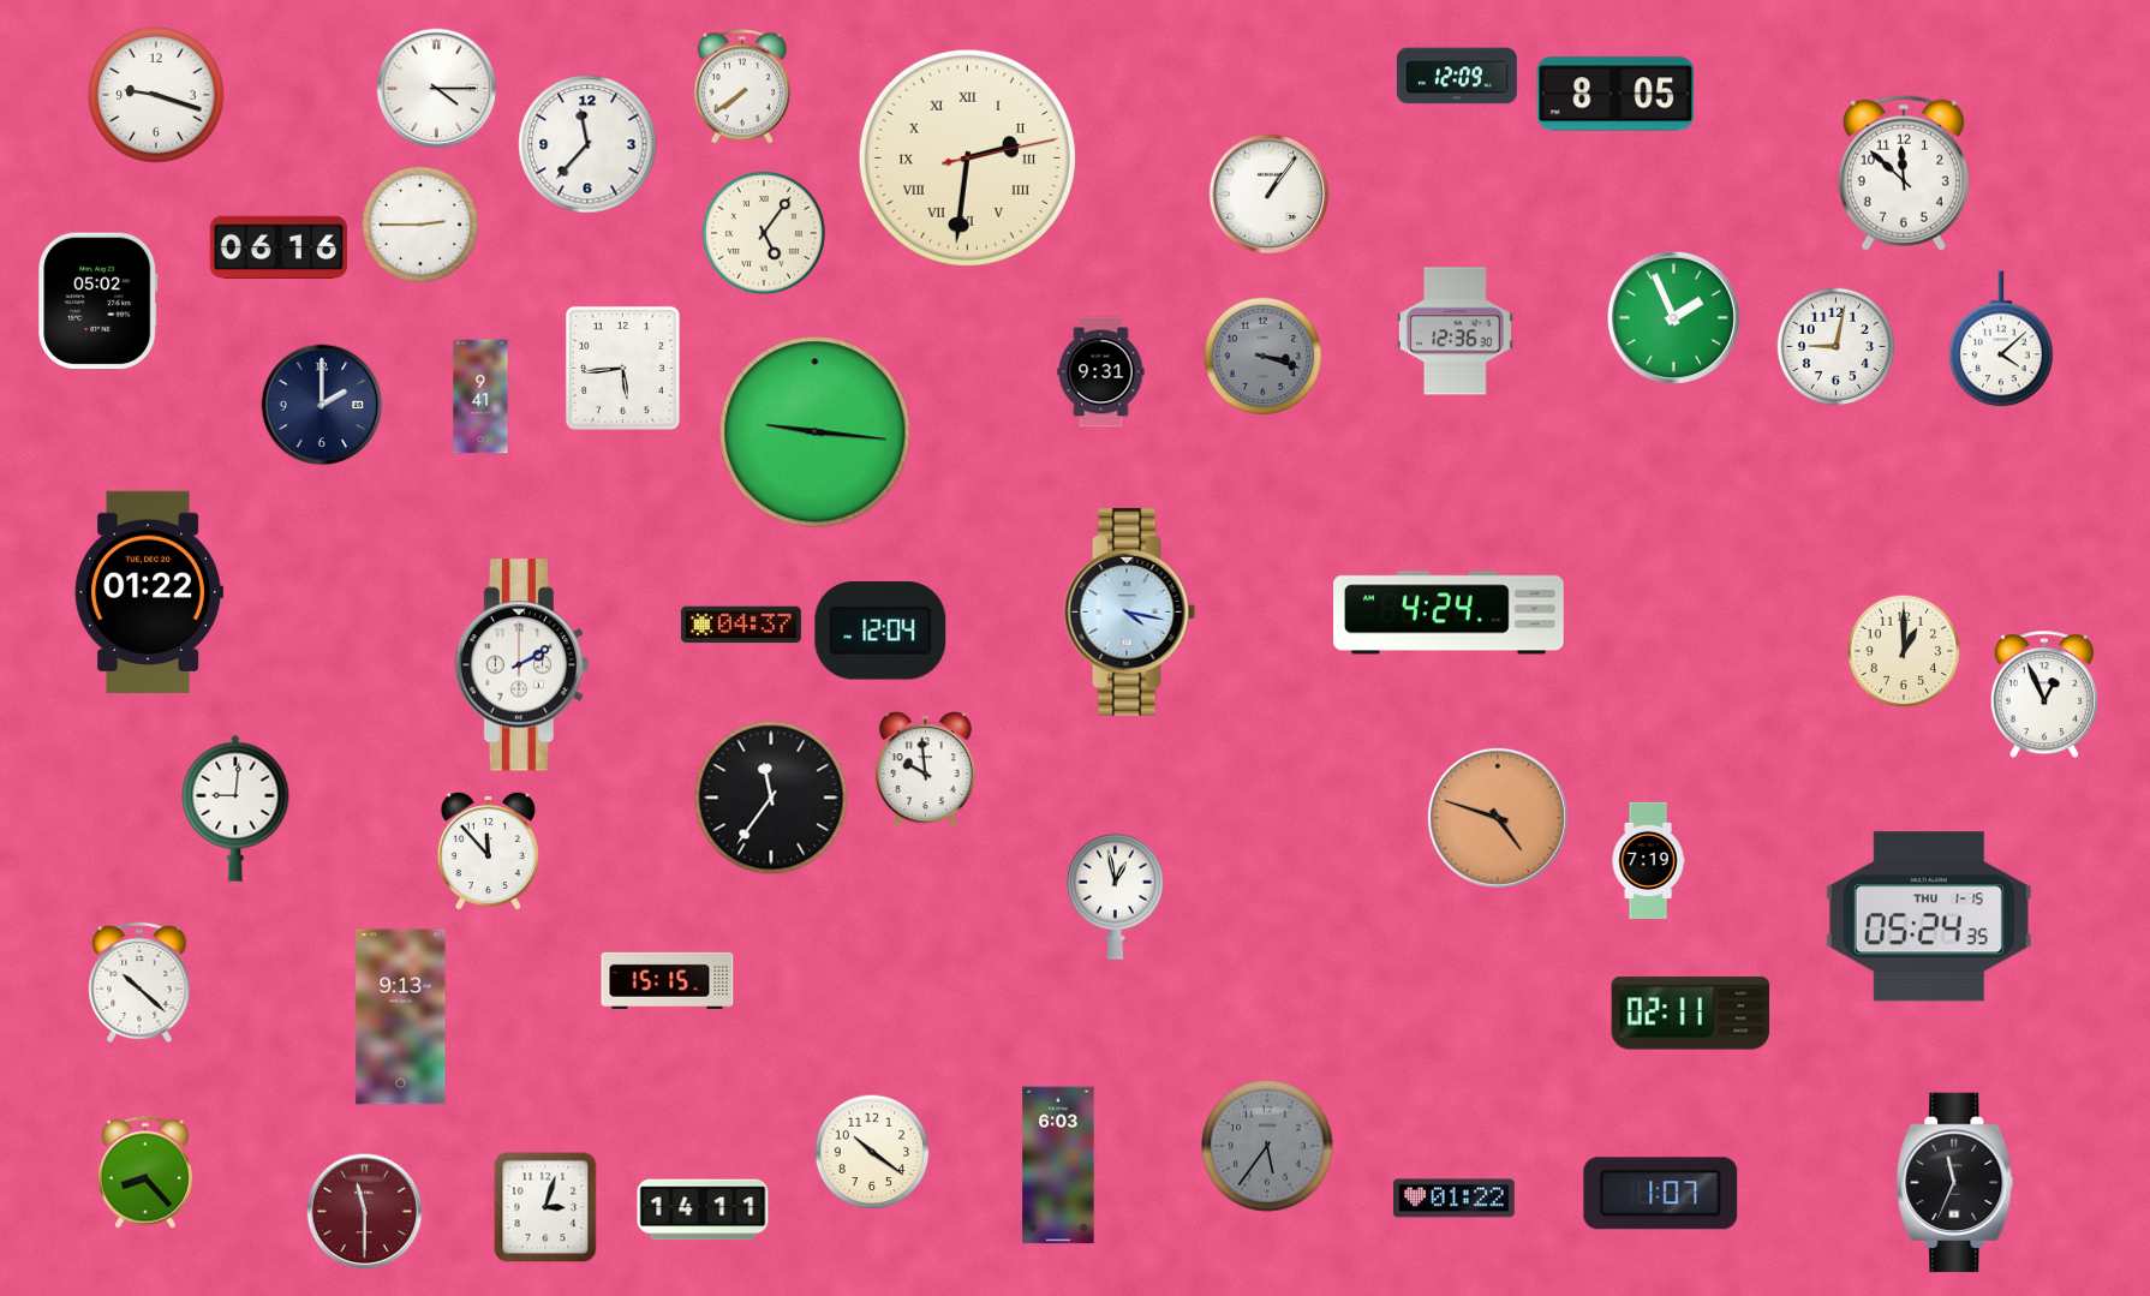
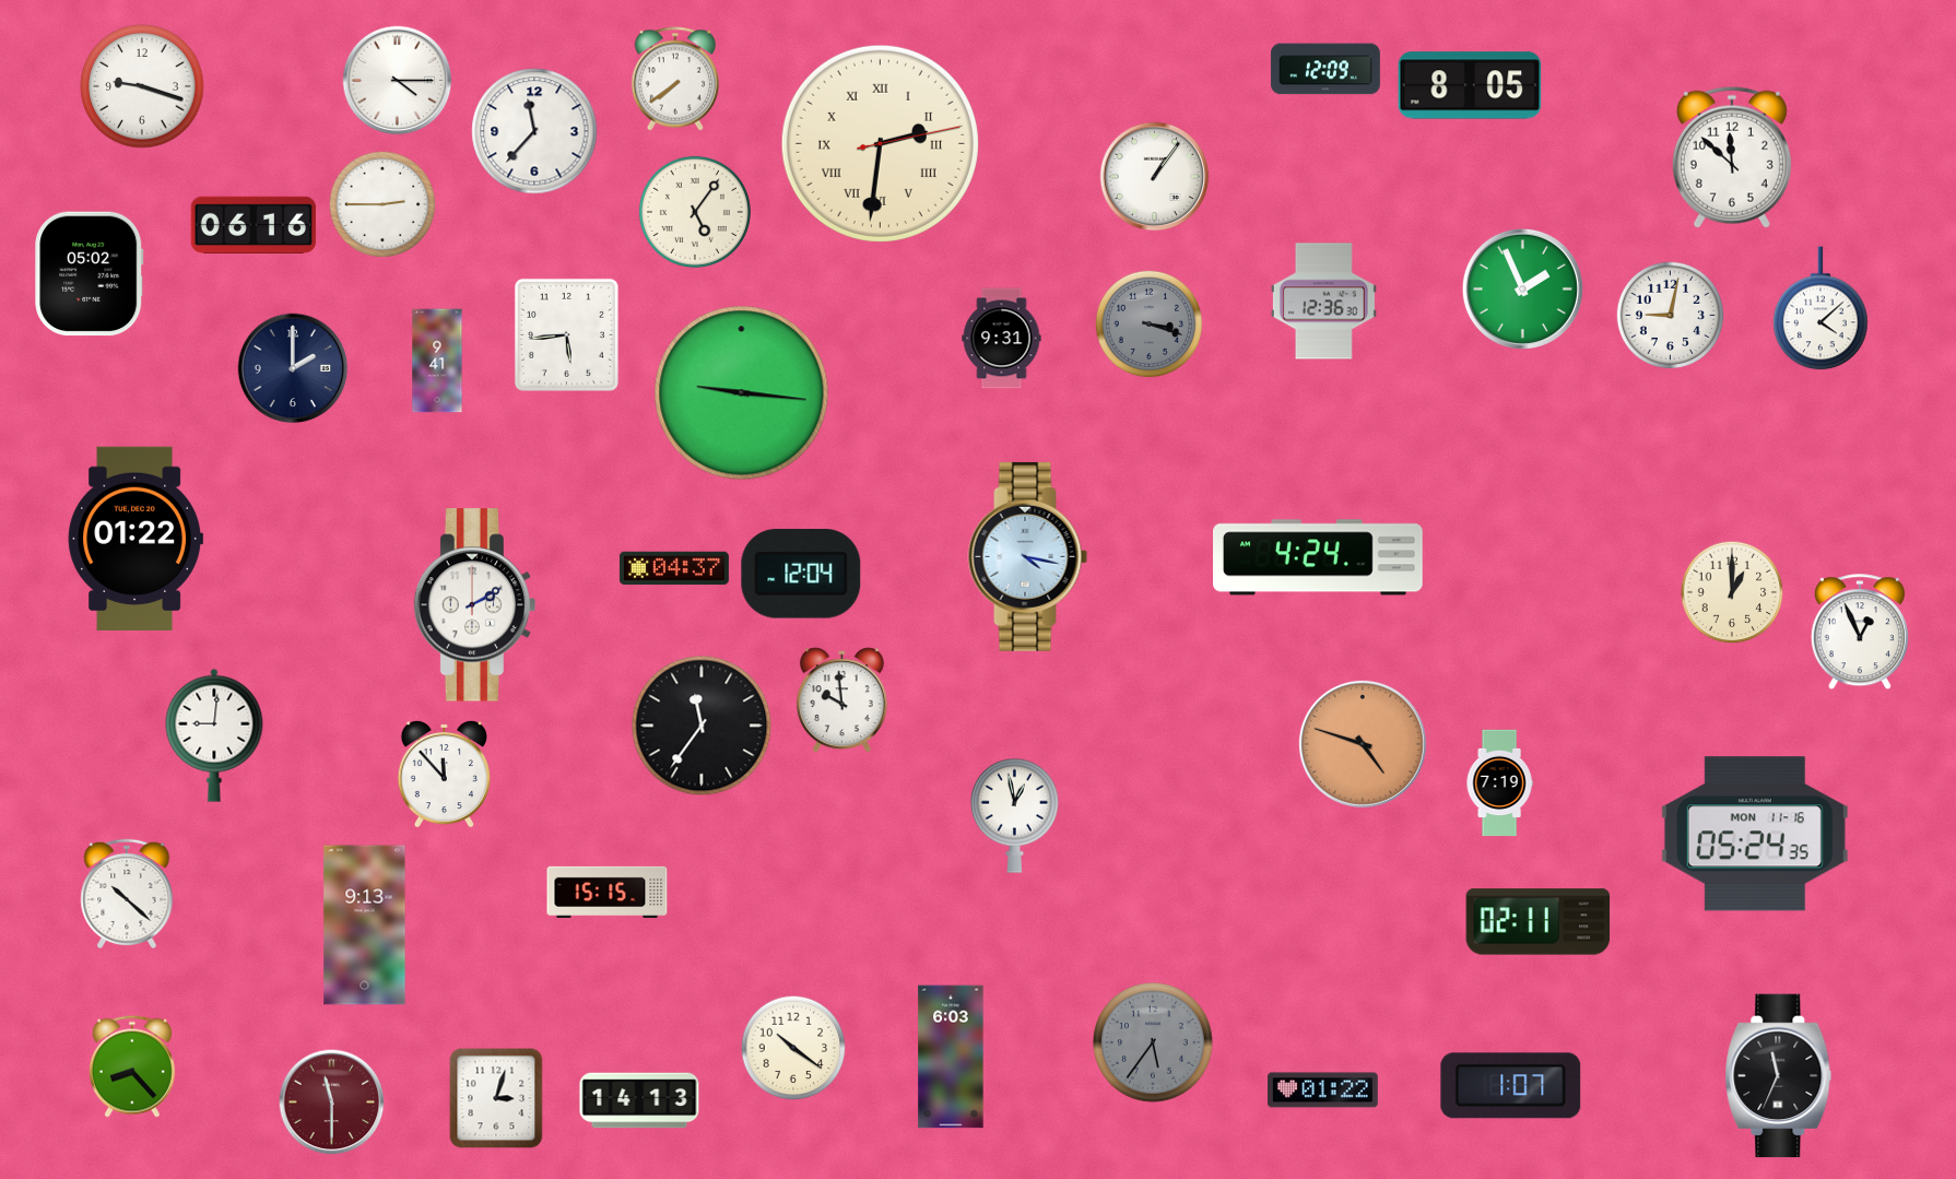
clock at (1929, 916) date: THU 1-15 -> MON 11-16
clock at (1058, 1165) position: (1058, 1165) -> (951, 1057)
clock at (703, 1210): 14:11 -> 14:13
